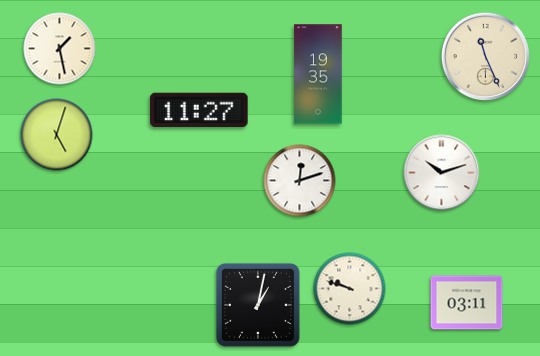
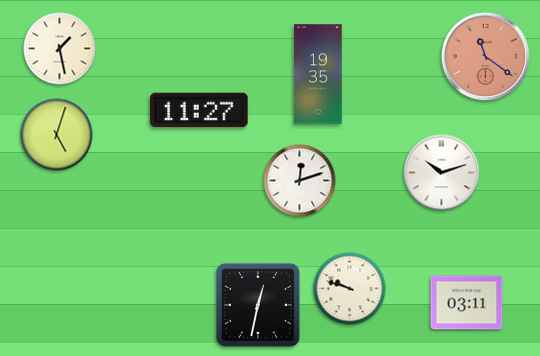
clock at (485, 56): 11:26 -> 11:21
clock at (485, 56) dial: cream -> salmon
clock at (258, 305): 1:02 -> 12:32
